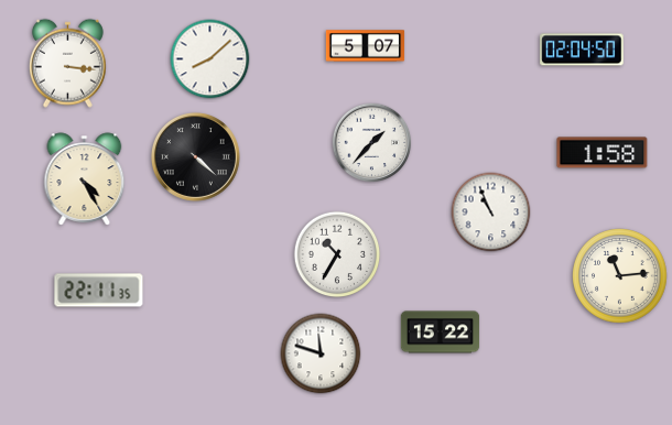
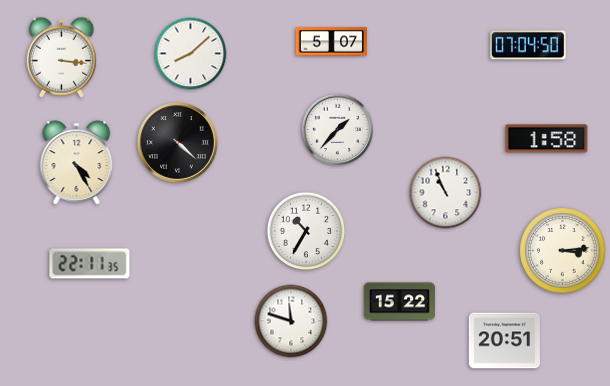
clock at (582, 50): 02:04 -> 07:04
clock at (620, 276): 11:14 -> 3:14
clock at (504, 341): none -> 20:51
